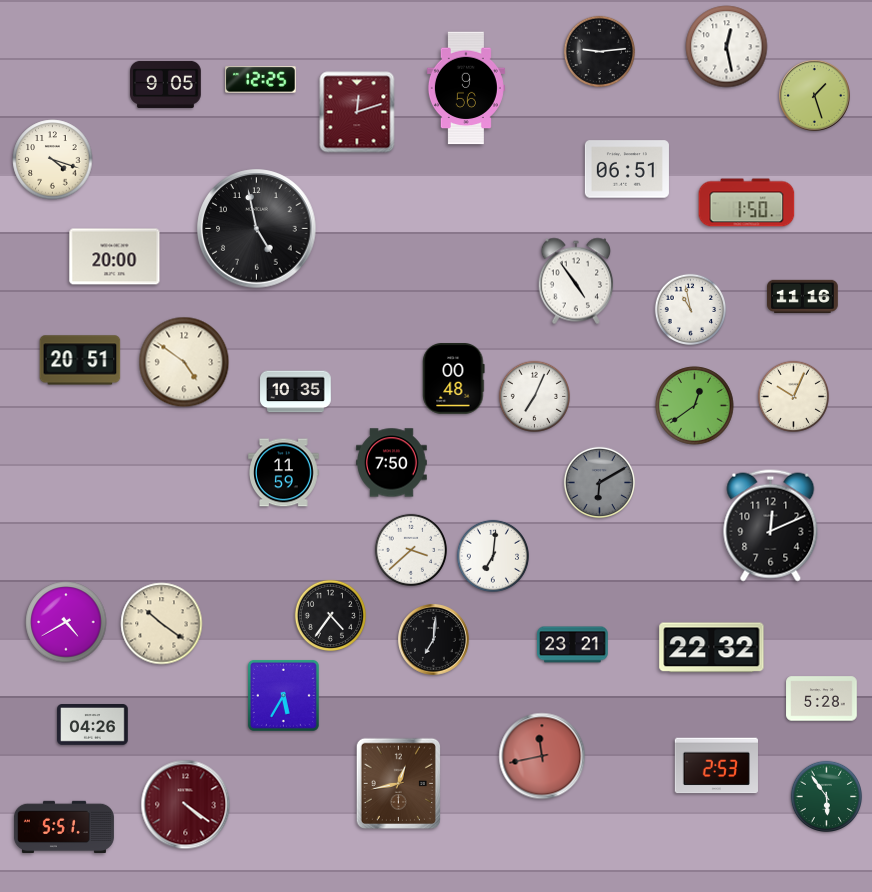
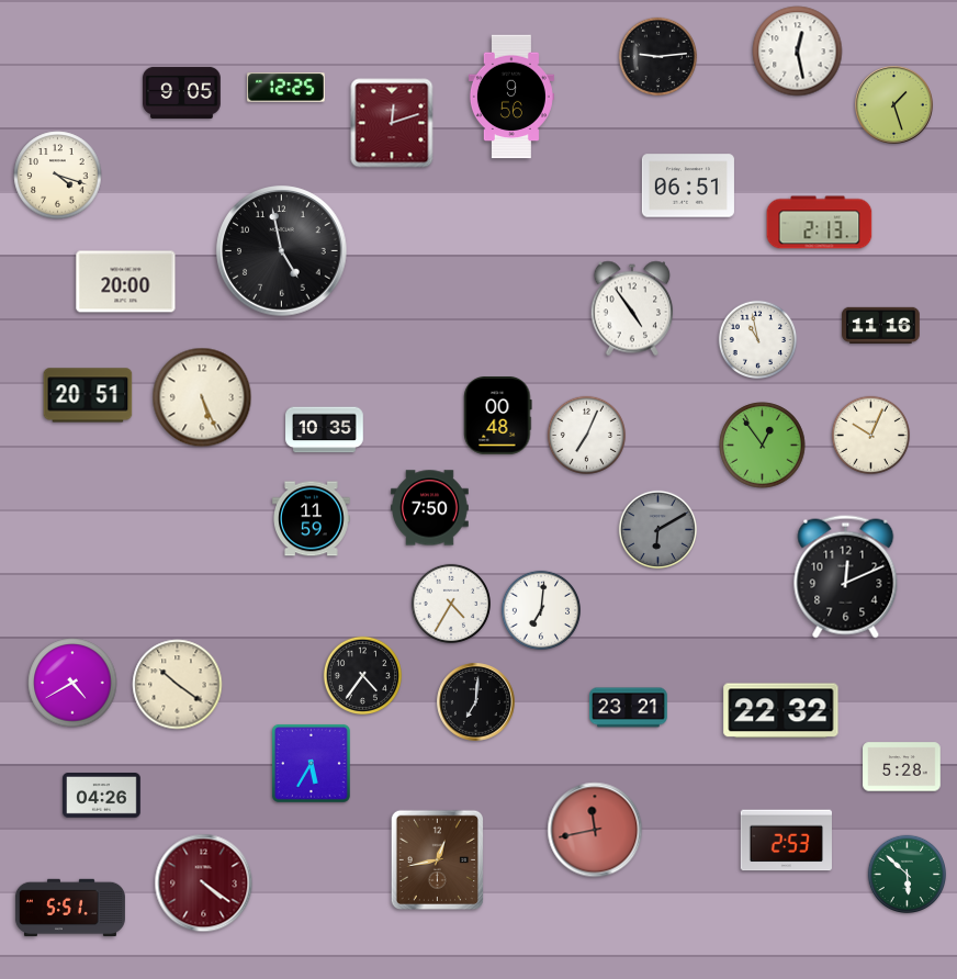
clock at (747, 203): 1:50 -> 2:13
clock at (184, 362): 4:51 -> 5:26
clock at (695, 406): 12:39 -> 12:54
clock at (410, 549): 3:38 -> 4:35
clock at (827, 797): 5:54 -> 5:52
